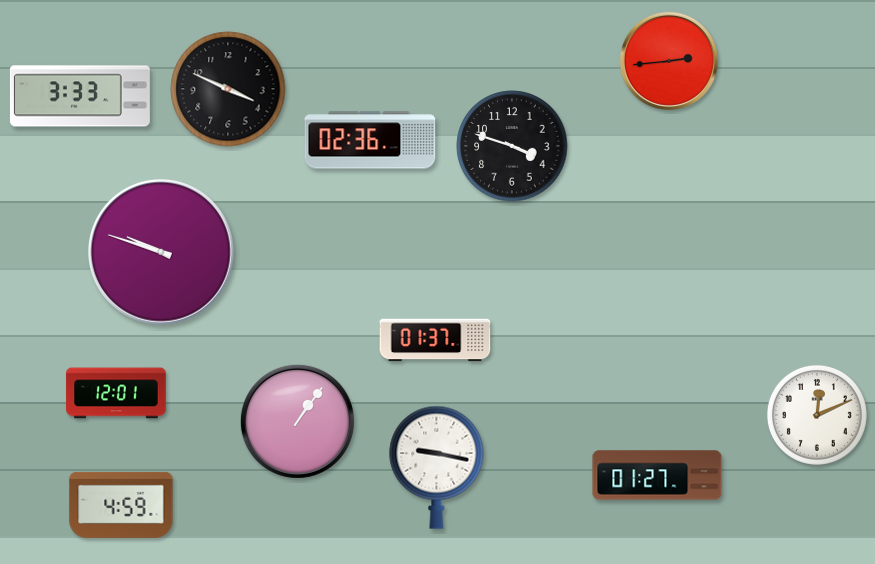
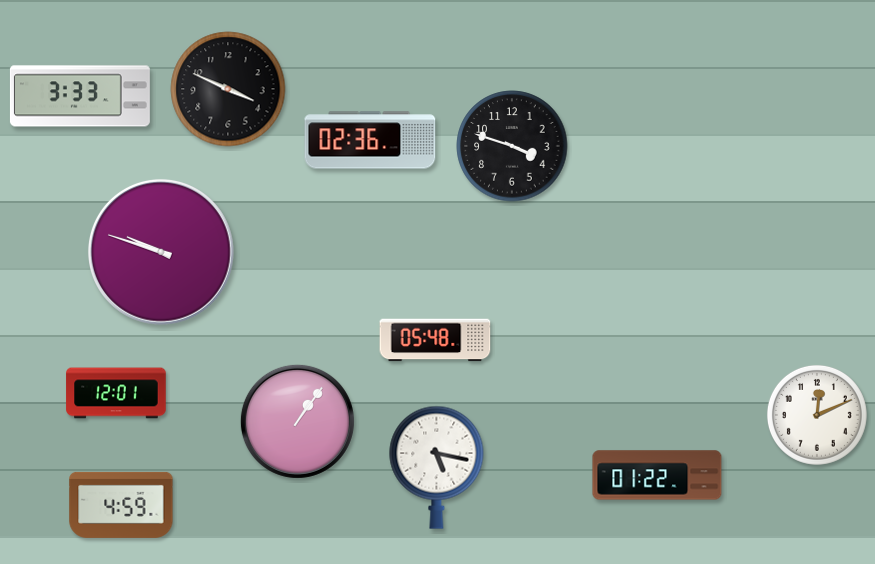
clock at (669, 61): 2:44 -> none
clock at (435, 340): 01:37 -> 05:48
clock at (437, 467): 9:17 -> 5:17
clock at (657, 475): 01:27 -> 01:22
